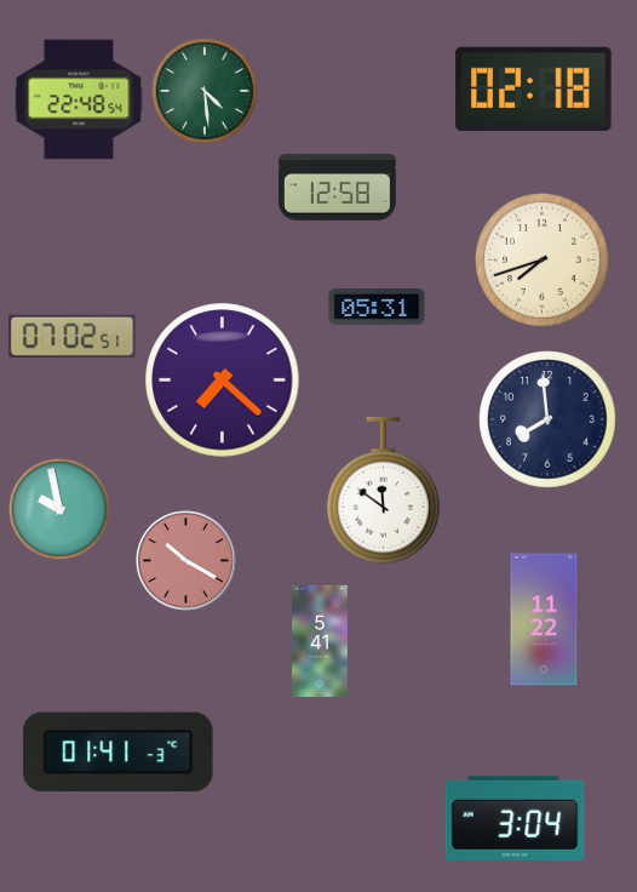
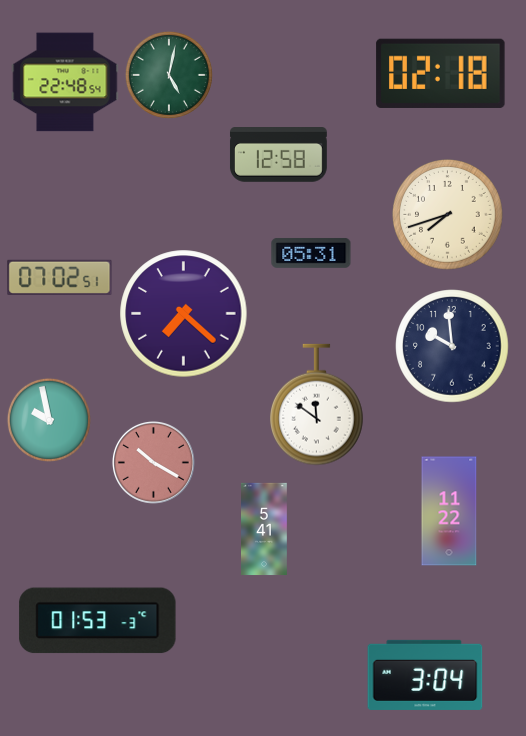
clock at (205, 91): 4:29 -> 5:02
clock at (547, 419): 7:59 -> 9:59
clock at (119, 753): 01:41 -> 01:53
